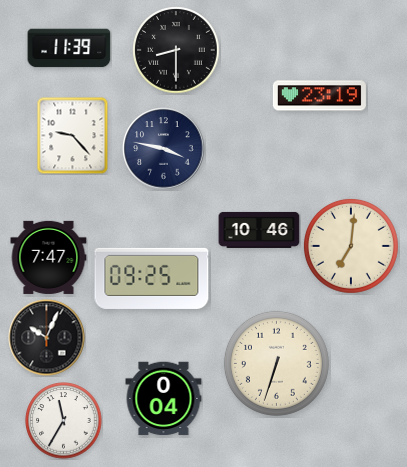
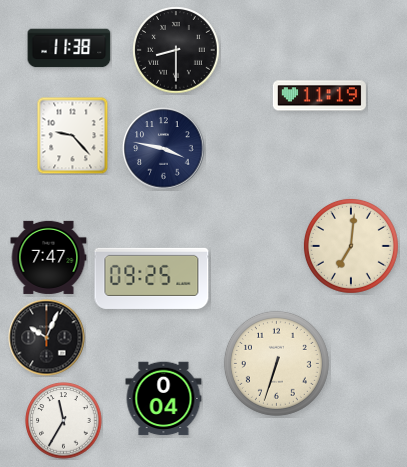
clock at (69, 48): 11:39 -> 11:38
clock at (319, 96): 23:19 -> 11:19
clock at (259, 230): 10:46 -> none
